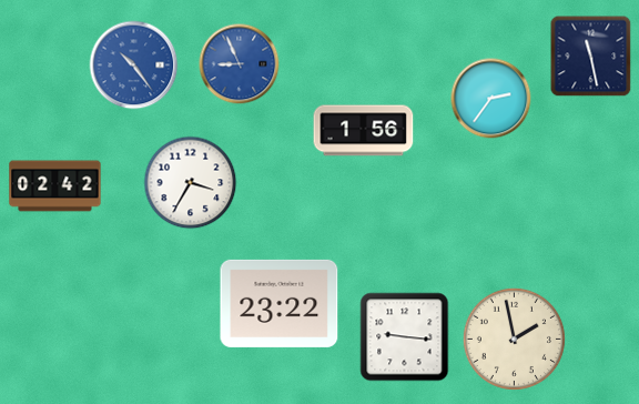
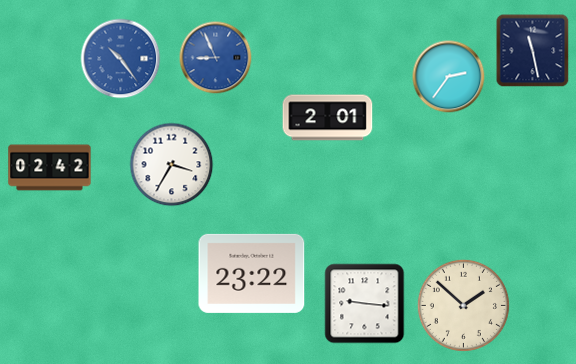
clock at (491, 99) position: (491, 99) -> (449, 77)
clock at (364, 131): 1:56 -> 2:01
clock at (514, 339): 1:58 -> 1:52
